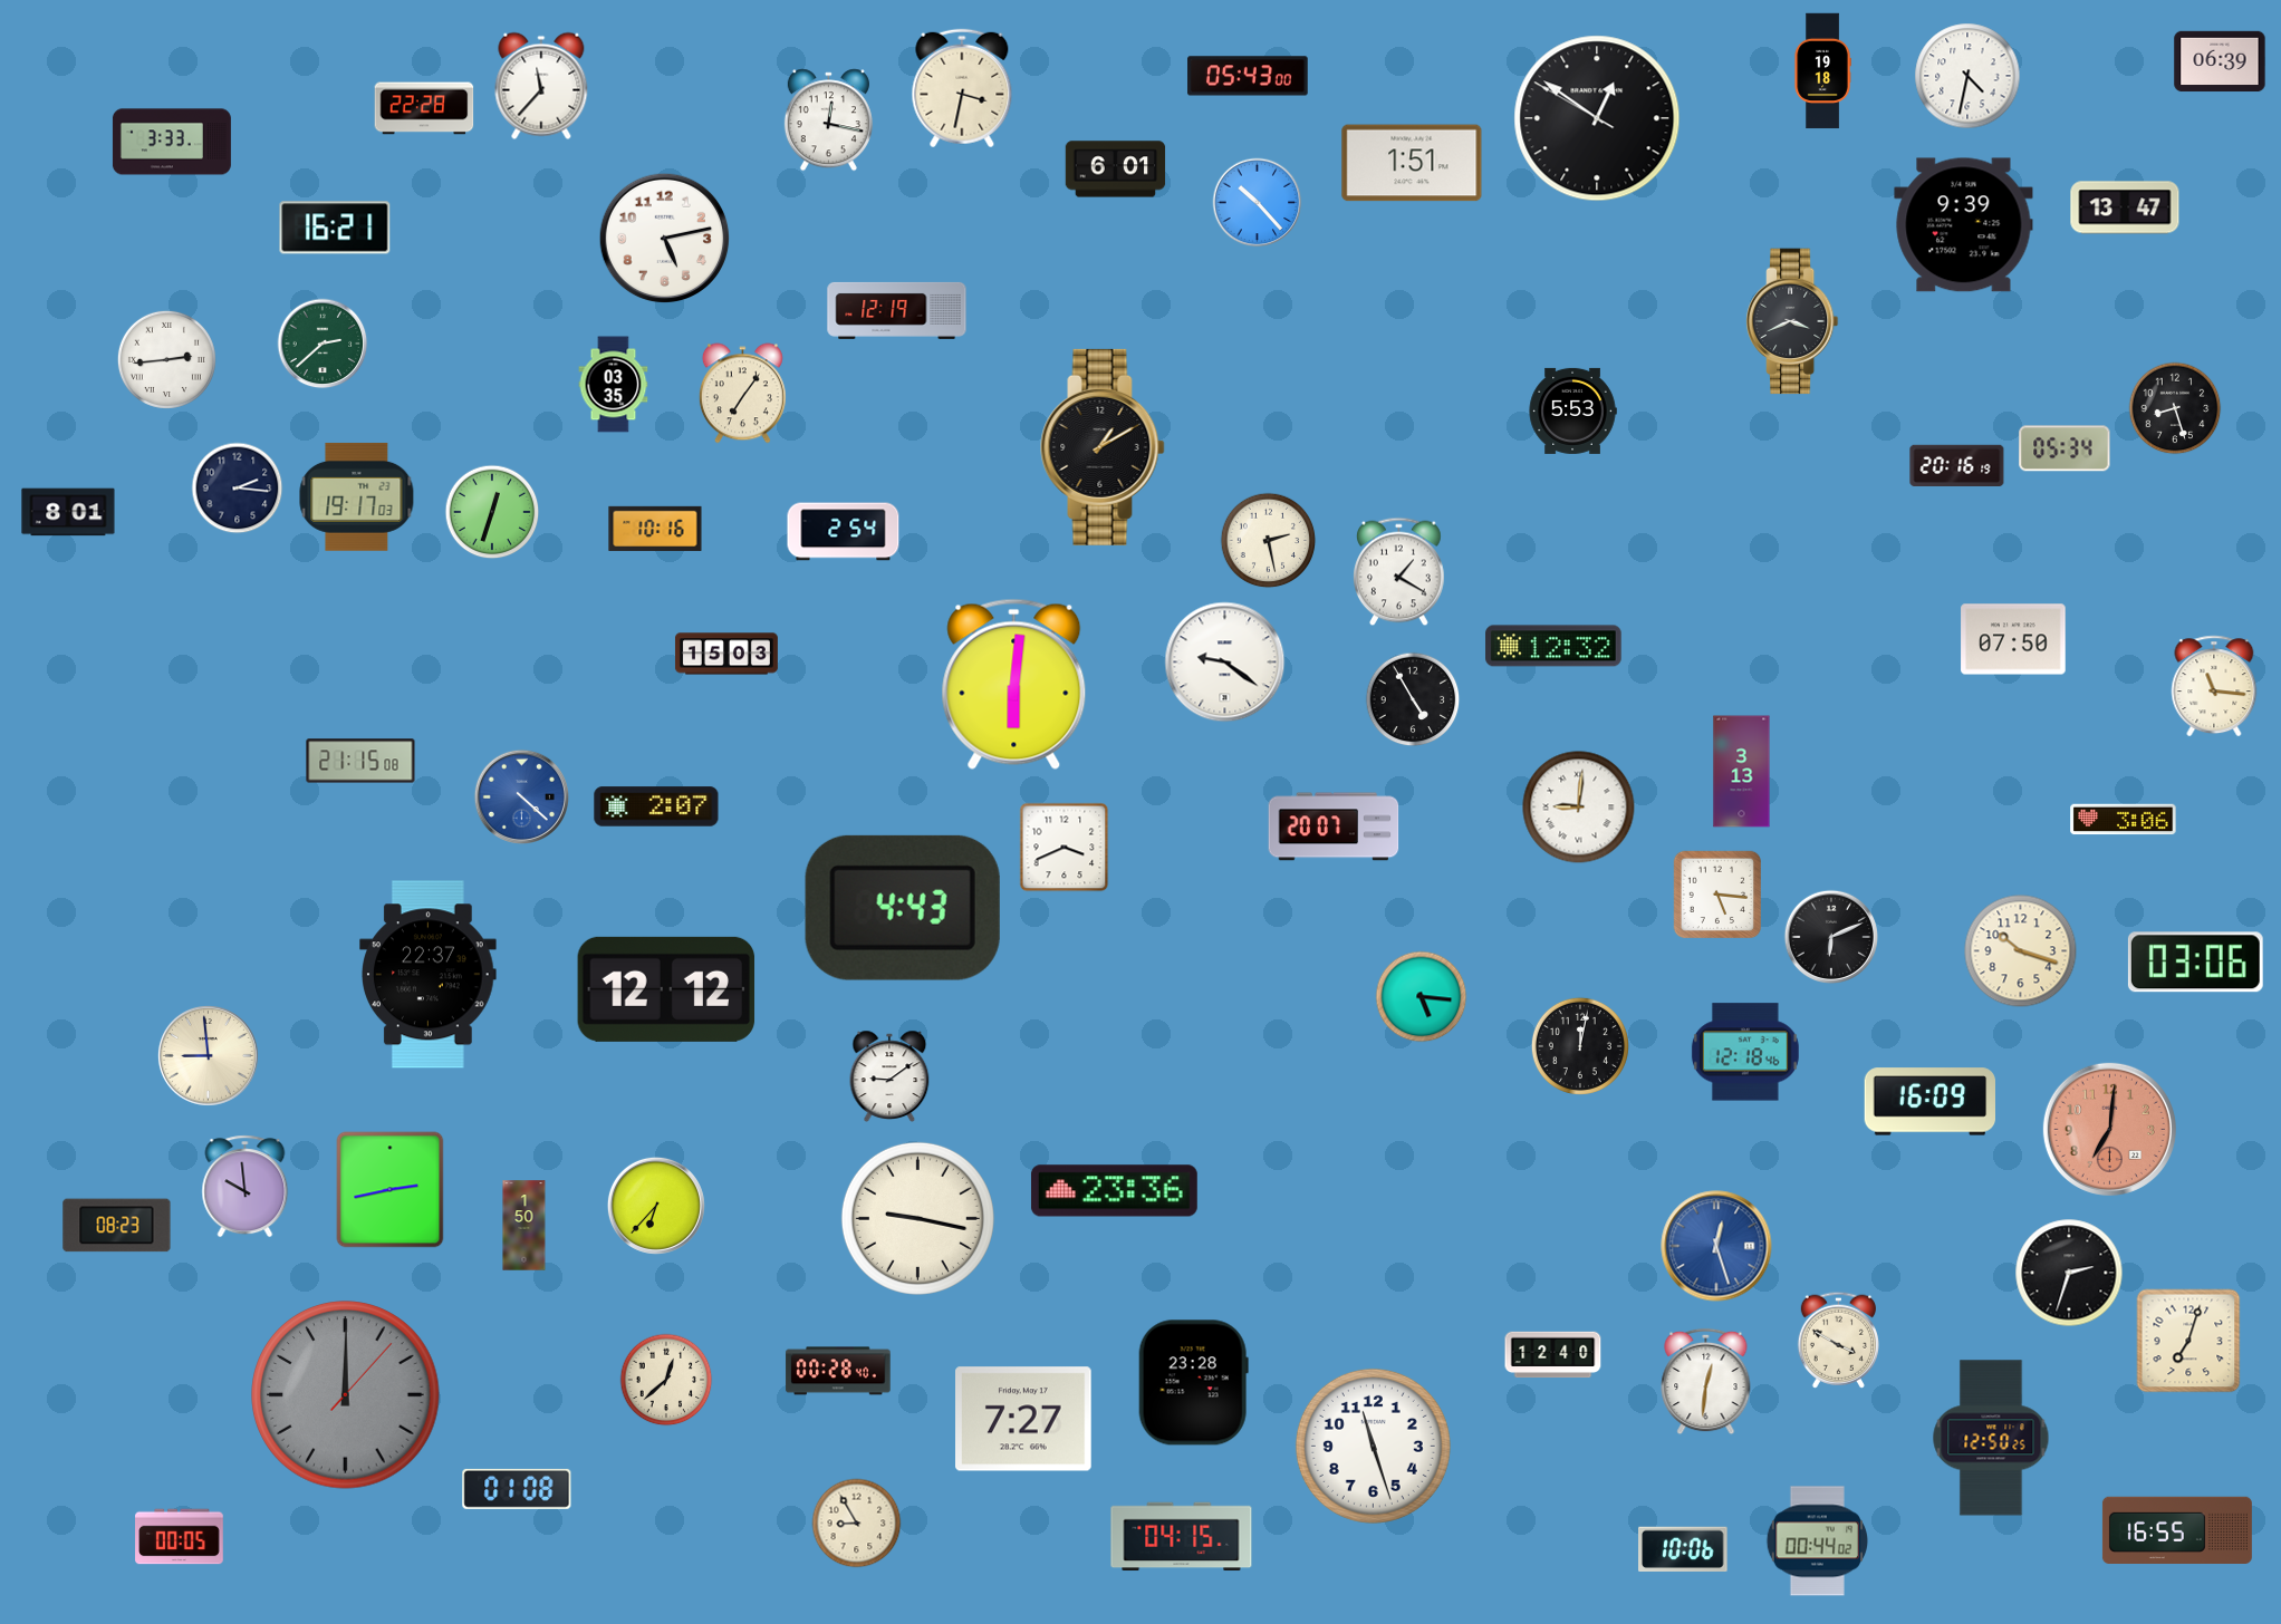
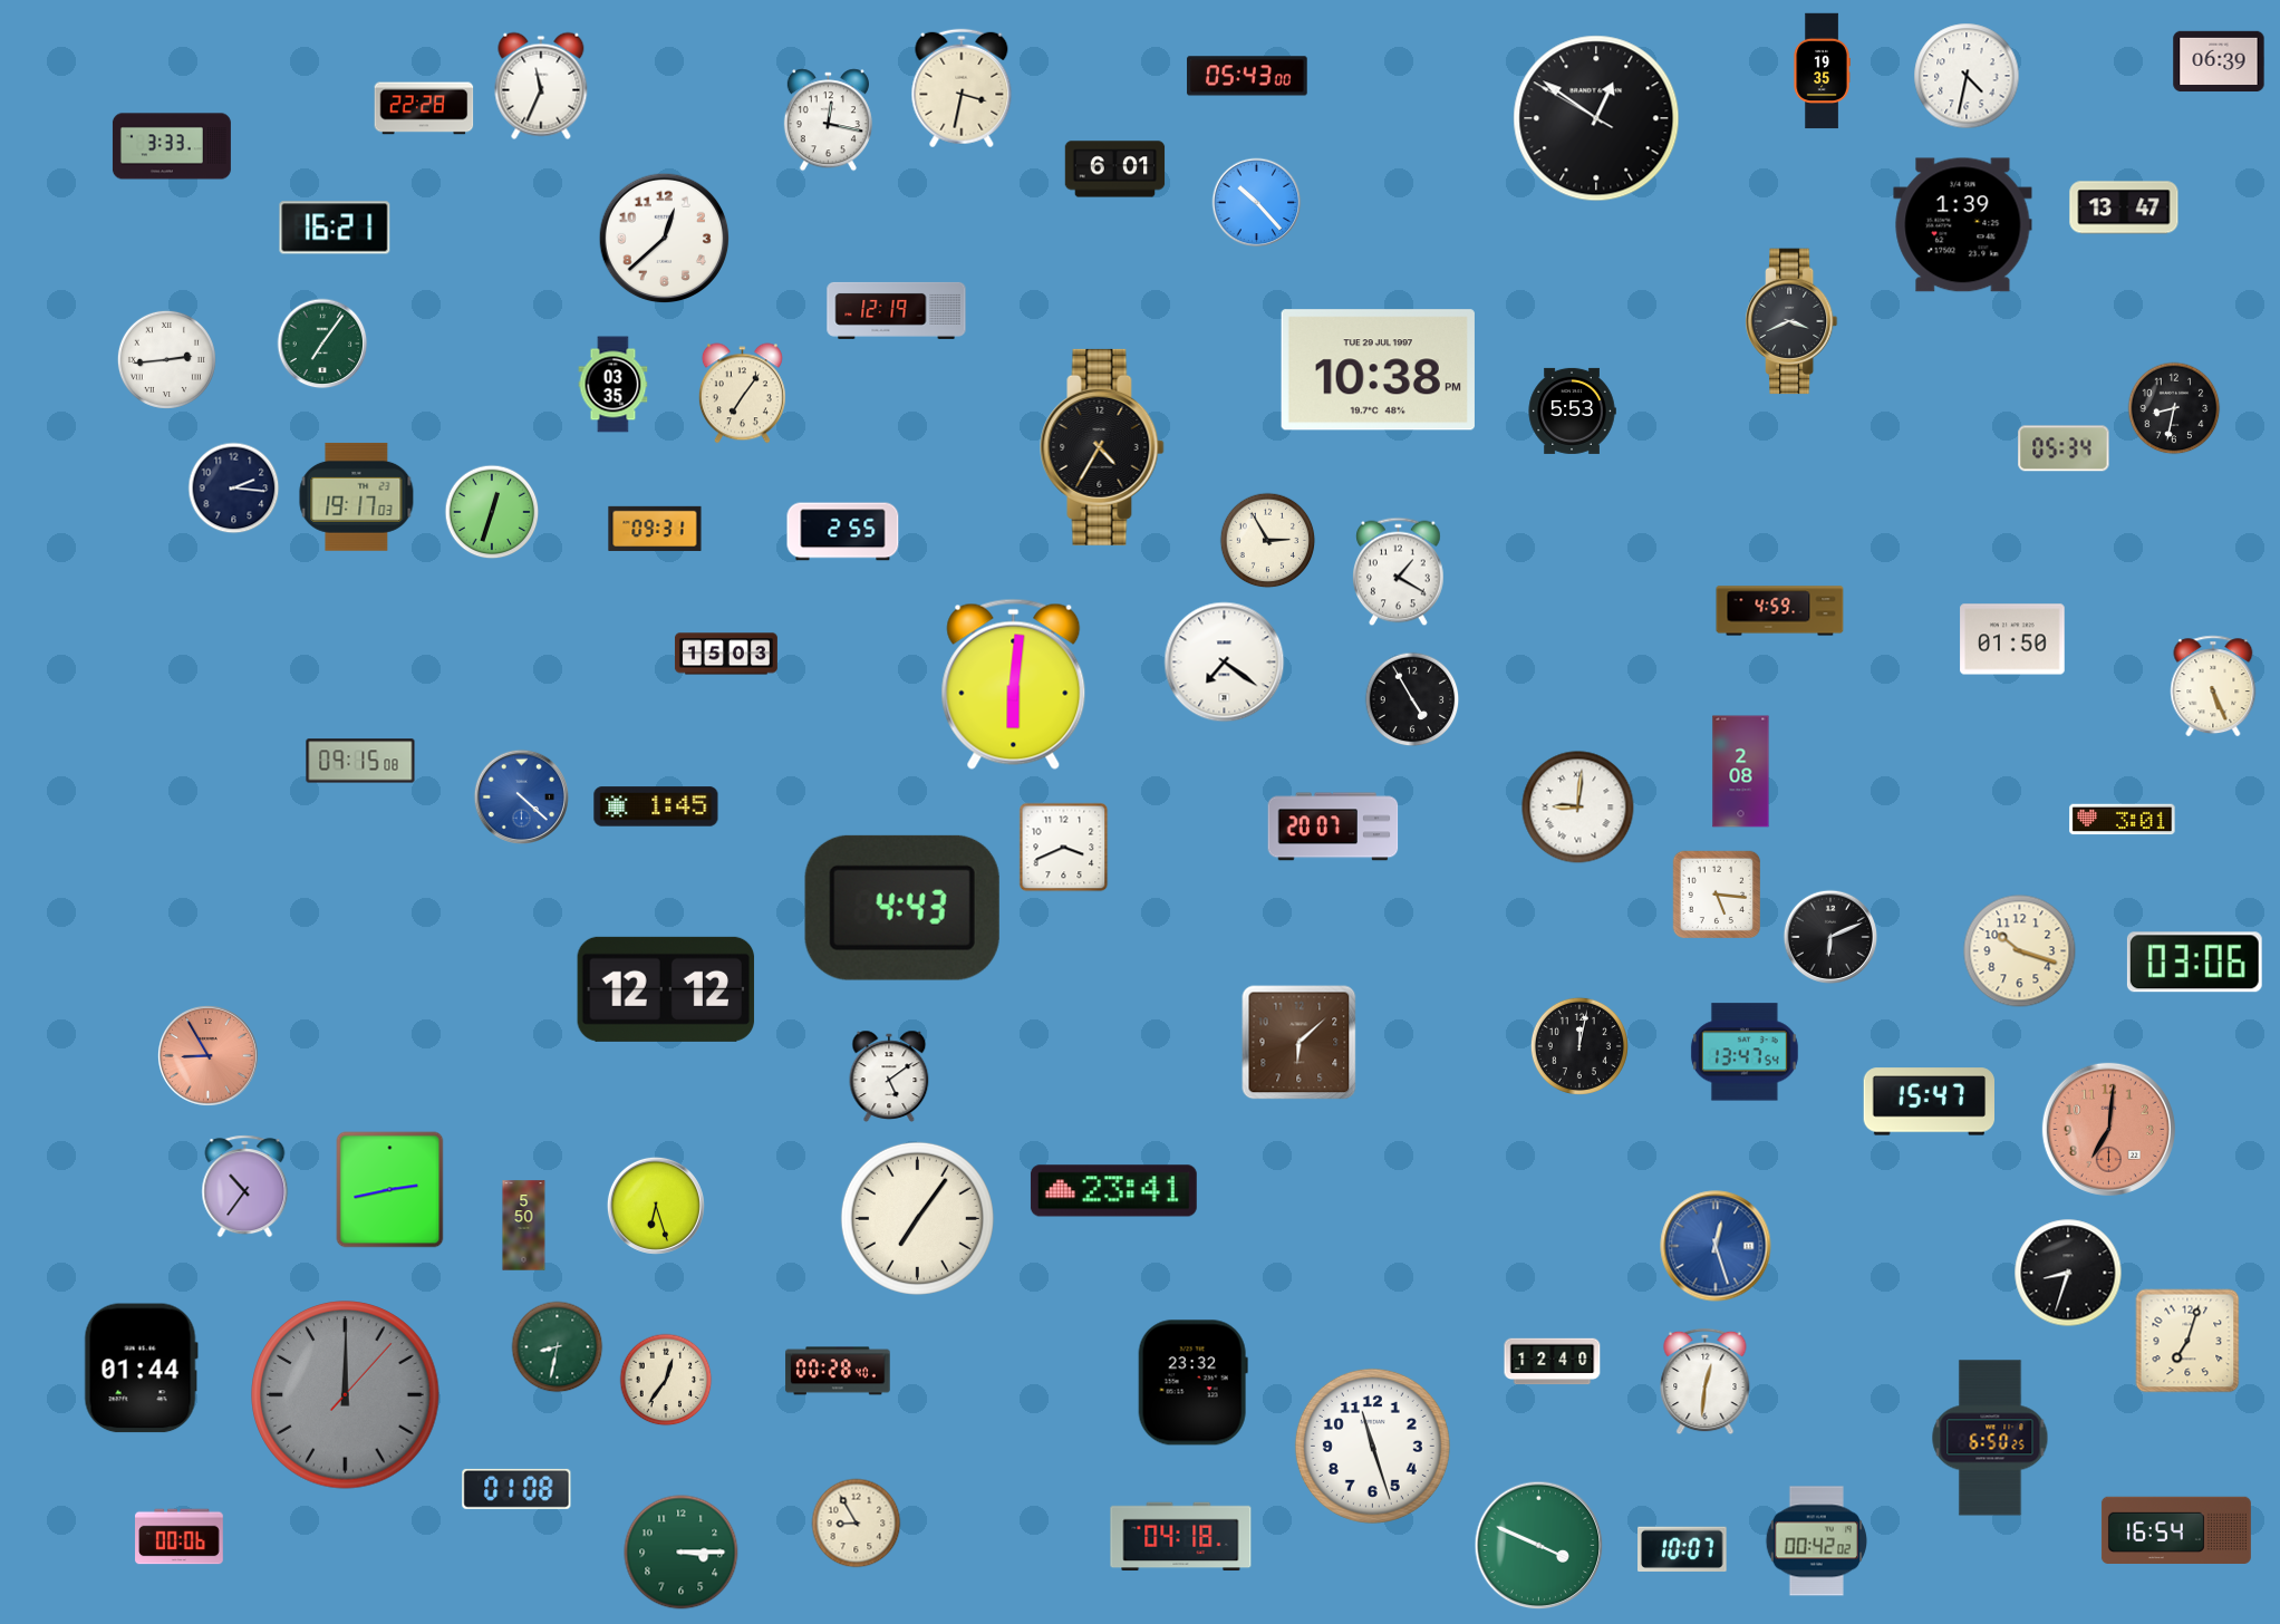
clock at (1822, 71): 19:18 -> 19:35
clock at (541, 86): 11:37 -> 11:34
clock at (172, 142) position: (172, 142) -> (172, 146)
clock at (1412, 163): 1:51 -> none
clock at (1964, 225): 9:39 -> 1:39
clock at (665, 239): 5:13 -> 12:38
clock at (323, 344): 2:38 -> 7:06
clock at (1378, 370): none -> 10:38
clock at (2175, 408): 8:27 -> 8:32
clock at (1103, 447): 1:10 -> 4:35
clock at (1957, 466): 20:16 -> none
clock at (238, 489) position: (238, 489) -> (234, 489)
clock at (68, 512): 8:01 -> none
clock at (655, 529): 10:16 -> 09:31
clock at (844, 532): 2:54 -> 2:55
clock at (1269, 541): 2:28 -> 2:55
clock at (1780, 611): none -> 4:59
clock at (2013, 639): 07:50 -> 01:50
clock at (1553, 646): 12:32 -> none
clock at (1225, 663): 9:21 -> 7:21
clock at (2214, 686): 11:16 -> 5:26
clock at (360, 761): 21:15 -> 09:15
clock at (1742, 772): 3:13 -> 2:08
clock at (656, 806): 2:07 -> 1:45
clock at (2124, 820): 3:06 -> 3:01
clock at (429, 975): 22:37 -> none
clock at (1422, 997): 5:16 -> none
clock at (1300, 1043): none -> 6:08
clock at (1745, 1052): 12:18 -> 13:47
clock at (208, 1055): 8:59 -> 8:55
clock at (208, 1055) dial: cream -> salmon
clock at (889, 1075): 9:09 -> 5:09
clock at (1929, 1102): 16:09 -> 15:47
clock at (246, 1187): 9:59 -> 10:36
clock at (1114, 1191): 23:36 -> 23:41
clock at (656, 1206): 6:37 -> 6:27
clock at (917, 1218): 9:17 -> 7:06
clock at (117, 1226): 08:23 -> none
clock at (524, 1226): 1:50 -> 5:50
clock at (2069, 1273): 2:33 -> 8:33
clock at (1838, 1340): 3:50 -> none
clock at (558, 1347): none -> 8:32
clock at (1553, 1355) position: (1553, 1355) -> (1553, 1362)
clock at (141, 1369): none -> 01:44
clock at (666, 1380): 12:38 -> 12:36
clock at (1193, 1383): 23:28 -> 23:32
clock at (1024, 1419): 7:27 -> none
clock at (1991, 1438): 12:50 -> 6:50
clock at (2177, 1529): 16:55 -> 16:54
clock at (180, 1537): 00:05 -> 00:06
clock at (1182, 1537): 04:15 -> 04:18
clock at (1817, 1541): 00:44 -> 00:42
clock at (1539, 1546): none -> 3:49
clock at (1683, 1548): 10:06 -> 10:07
clock at (682, 1553): none -> 3:15
